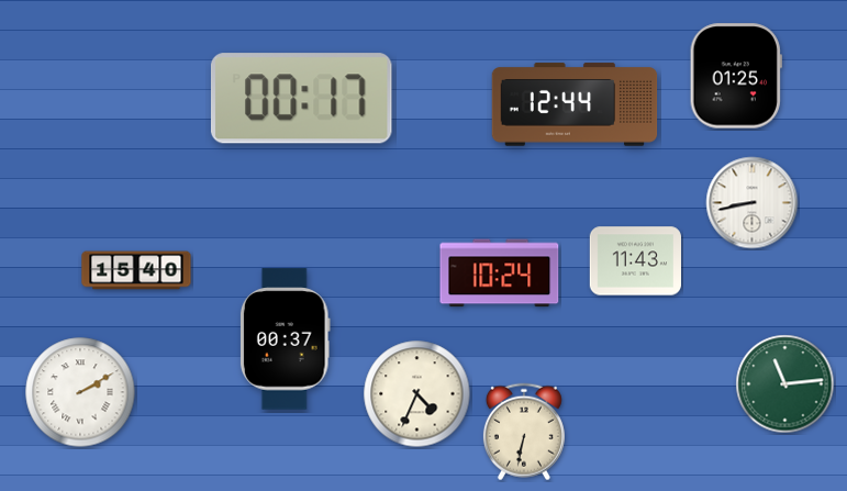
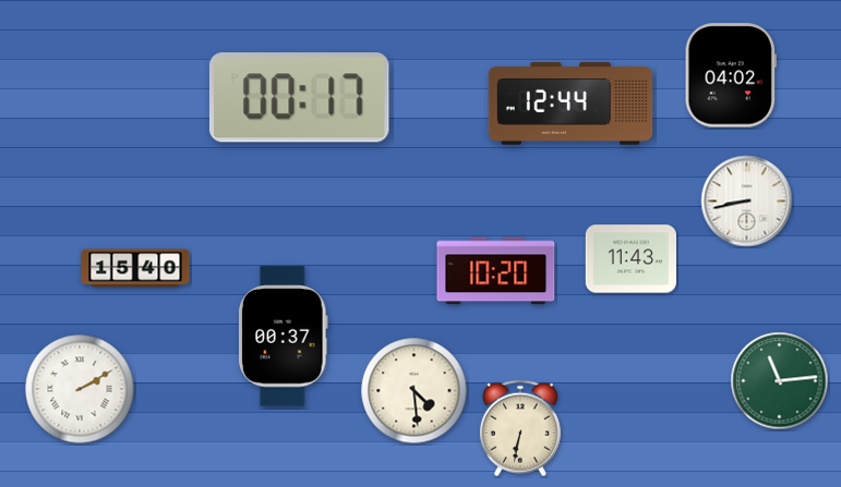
clock at (736, 76): 01:25 -> 04:02
clock at (500, 274): 10:24 -> 10:20
clock at (417, 394): 4:34 -> 4:29
